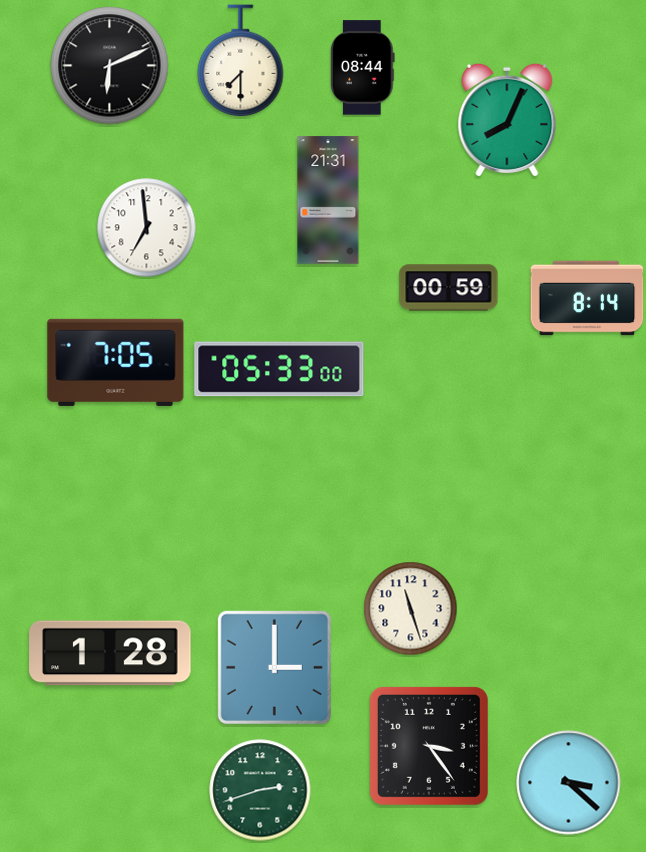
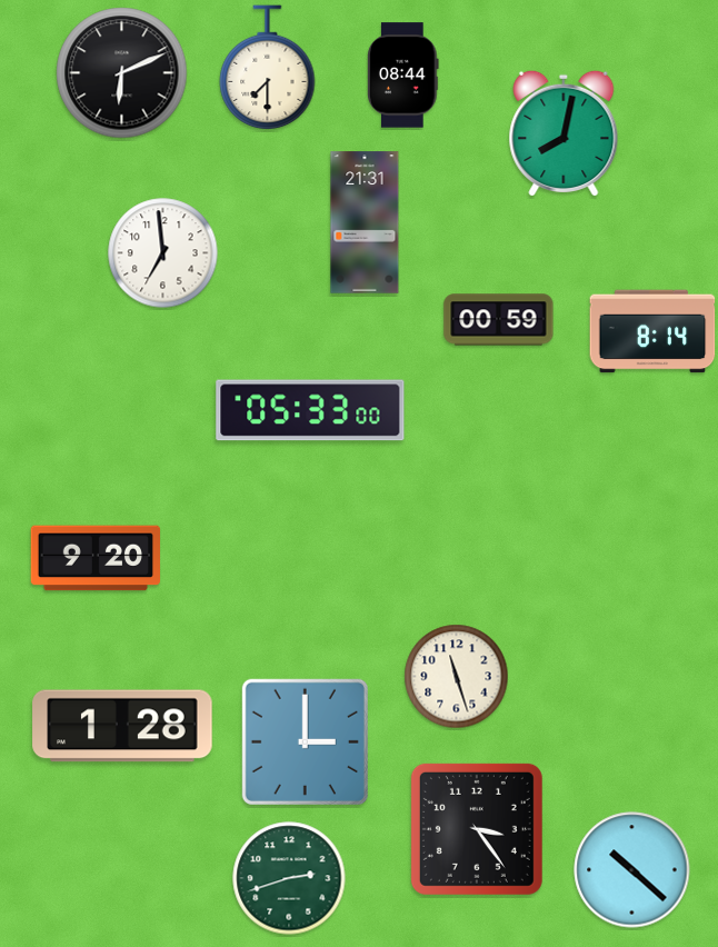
clock at (507, 119): 8:04 -> 8:02
clock at (116, 362): 7:05 -> none
clock at (94, 558): none -> 9:20
clock at (569, 783): 3:22 -> 10:22
